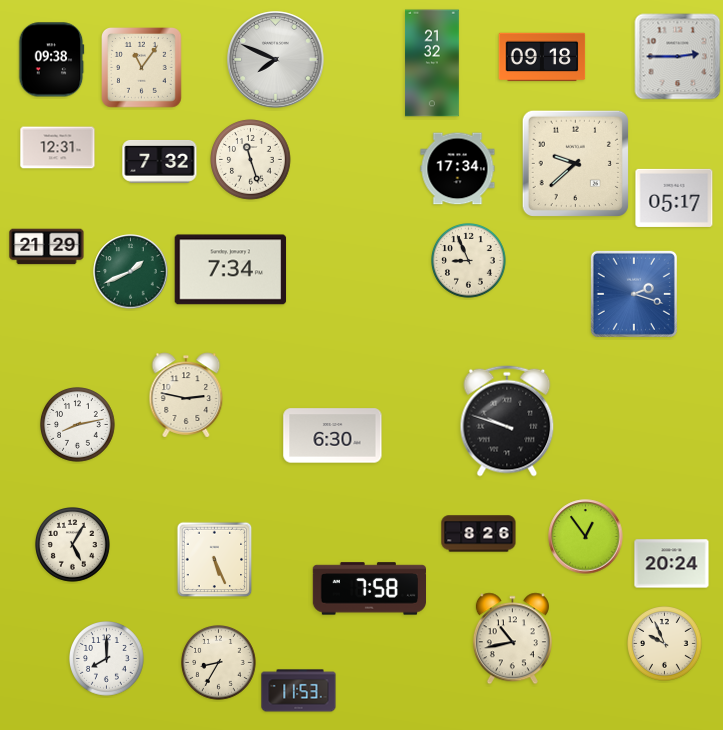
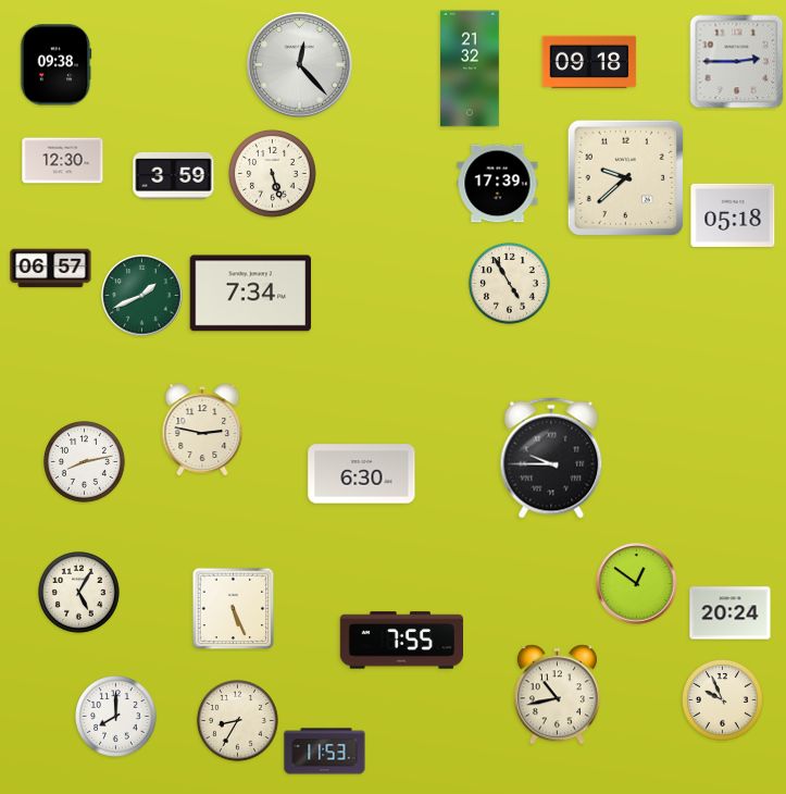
clock at (276, 60): 7:49 -> 12:23
clock at (142, 68): 11:06 -> none
clock at (58, 148): 12:31 -> 12:30
clock at (251, 160): 11:27 -> 5:27
clock at (160, 161): 7:32 -> 3:59
clock at (458, 169): 17:34 -> 17:39
clock at (674, 198): 05:17 -> 05:18
clock at (47, 247): 21:29 -> 06:57
clock at (469, 261): 8:56 -> 4:55
clock at (634, 294): 2:18 -> none
clock at (507, 421): 9:48 -> 9:45
clock at (479, 534): 8:26 -> none
clock at (586, 537): 12:54 -> 12:51
clock at (369, 589): 7:58 -> 7:55
